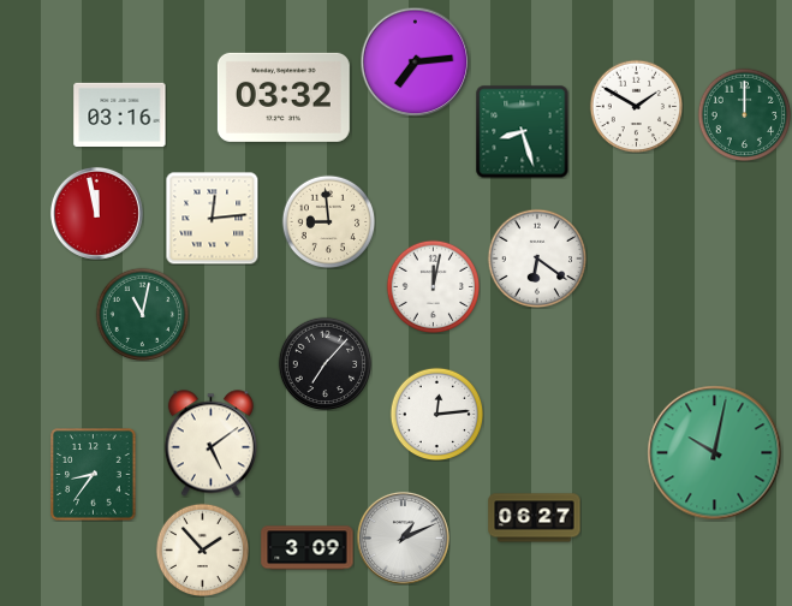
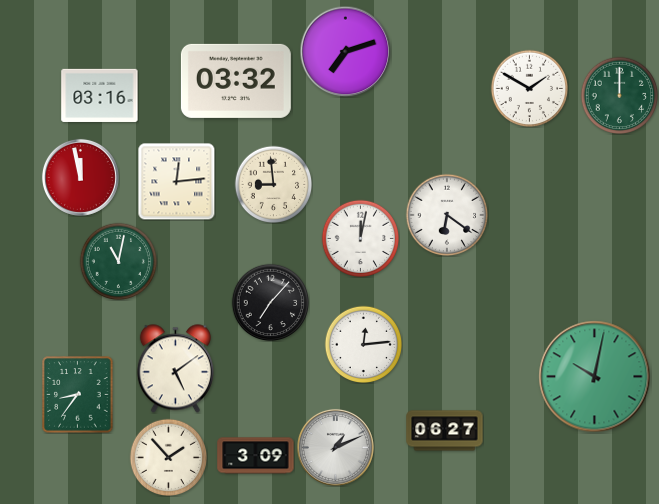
clock at (415, 61): 7:14 -> 7:12
clock at (522, 131): 8:27 -> none
